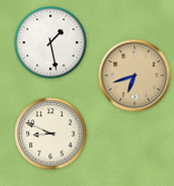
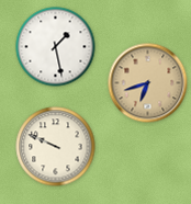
clock at (51, 134): 8:49 -> 9:49
